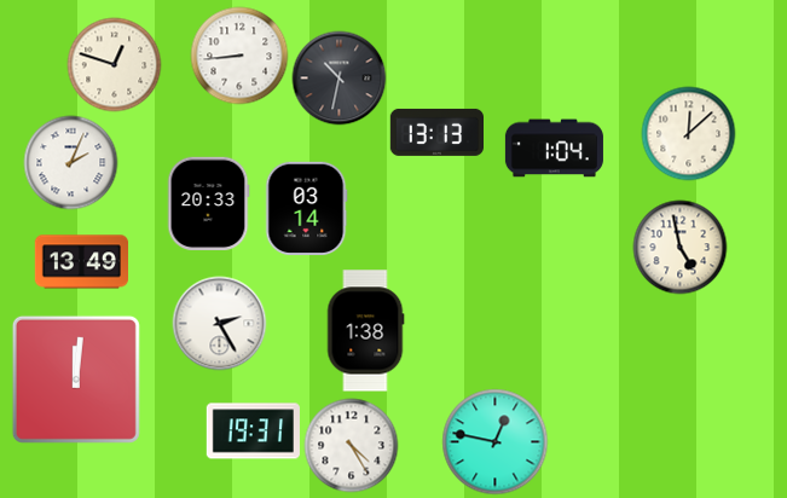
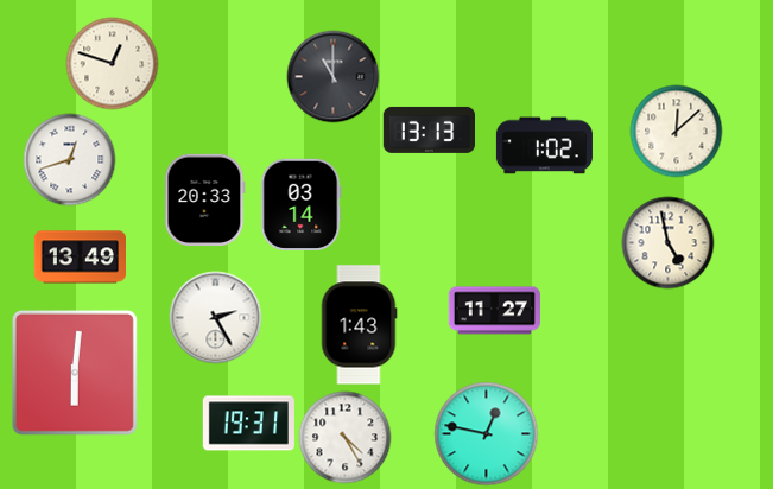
clock at (239, 56): 8:44 -> none
clock at (338, 77): 10:32 -> 11:00
clock at (554, 149): 1:04 -> 1:02
clock at (70, 162): 2:04 -> 12:42
clock at (494, 311): none -> 11:27
clock at (365, 331): 1:38 -> 1:43
clock at (76, 380): 12:01 -> 6:01
